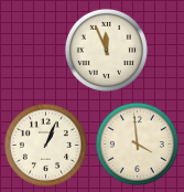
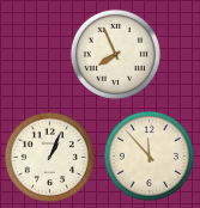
clock at (106, 50): 11:56 -> 7:56
clock at (137, 143): 3:59 -> 11:53
